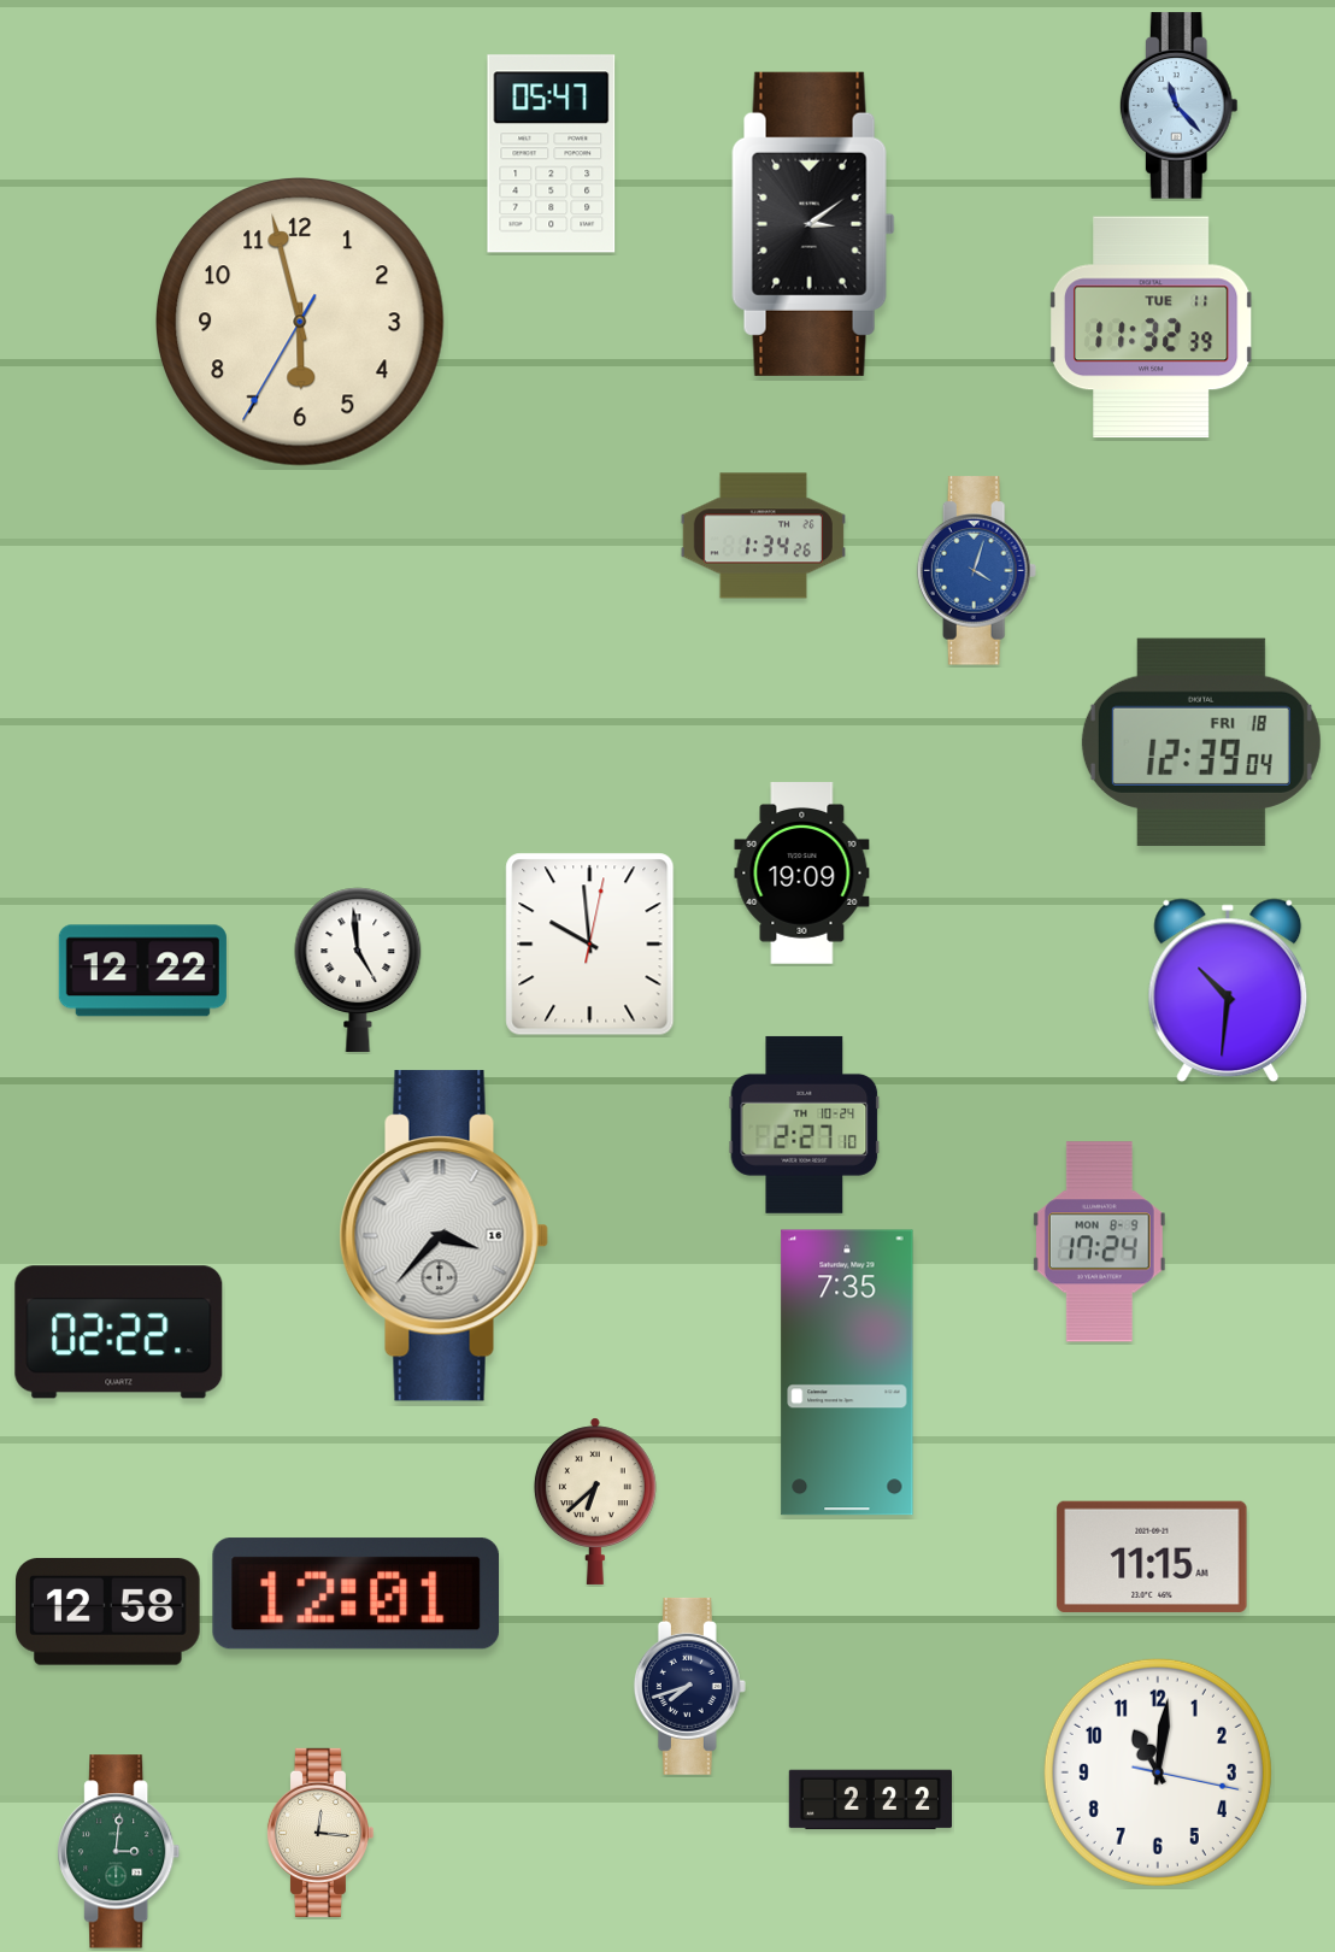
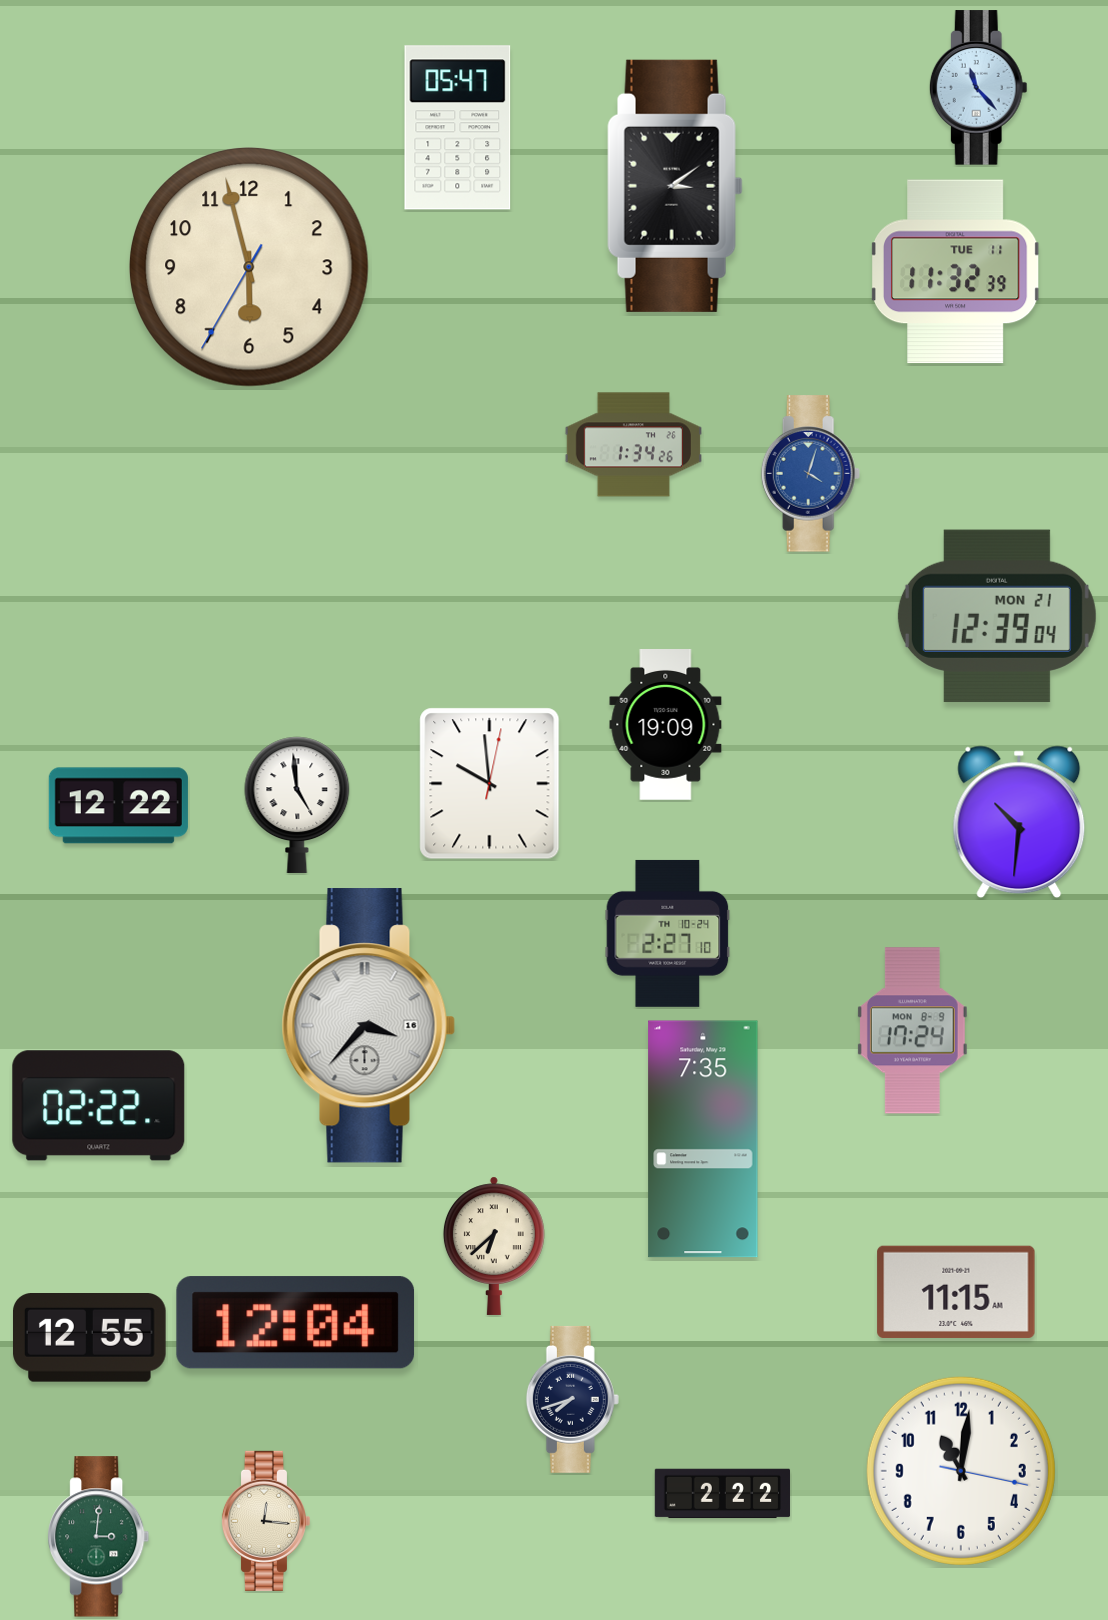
clock at (1201, 742) date: FRI 18 -> MON 21
clock at (357, 1594): 12:01 -> 12:04
clock at (108, 1612): 12:58 -> 12:55
